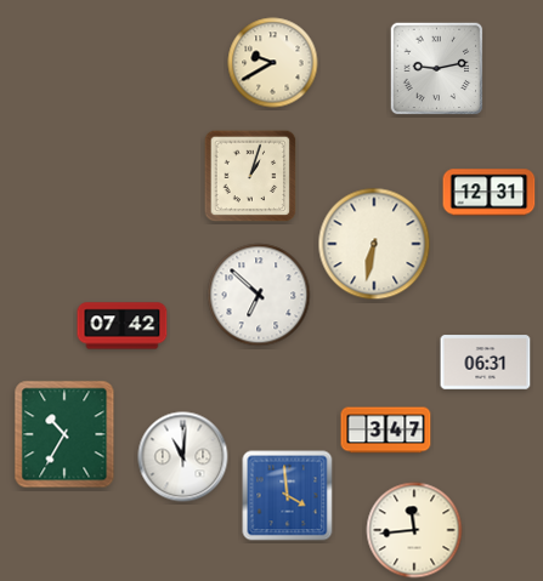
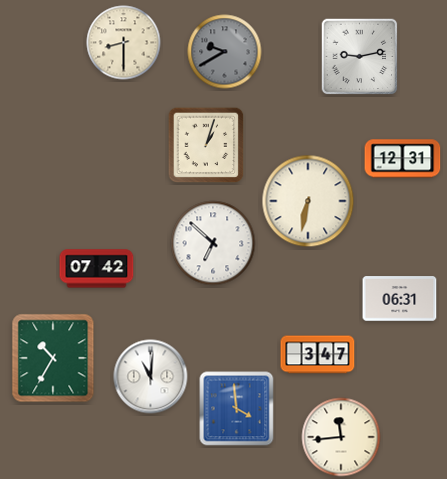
clock at (124, 43): none -> 8:30
clock at (273, 63) dial: cream -> grey
clock at (123, 326) position: (123, 326) -> (97, 269)
